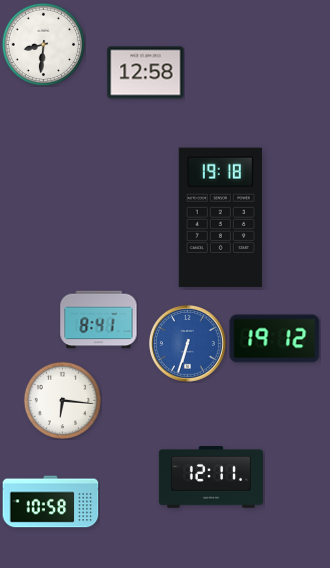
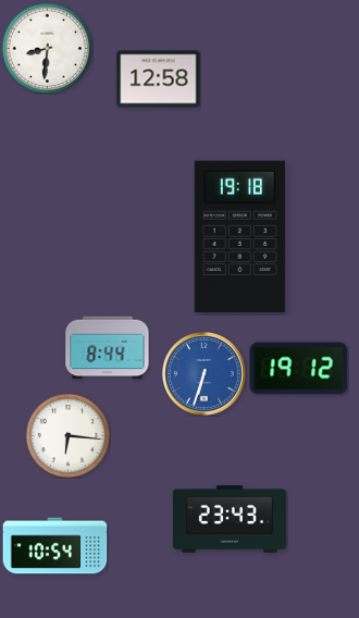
clock at (99, 320): 8:41 -> 8:44
clock at (211, 477): 12:11 -> 23:43
clock at (51, 502): 10:58 -> 10:54
